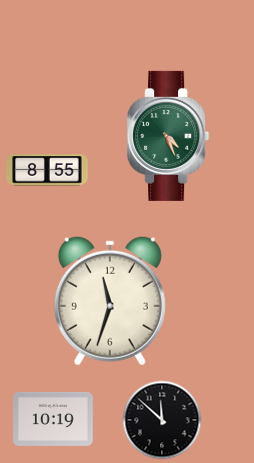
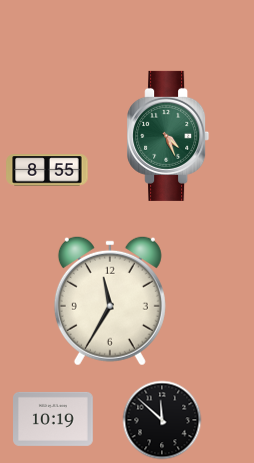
clock at (110, 301): 11:33 -> 11:35
